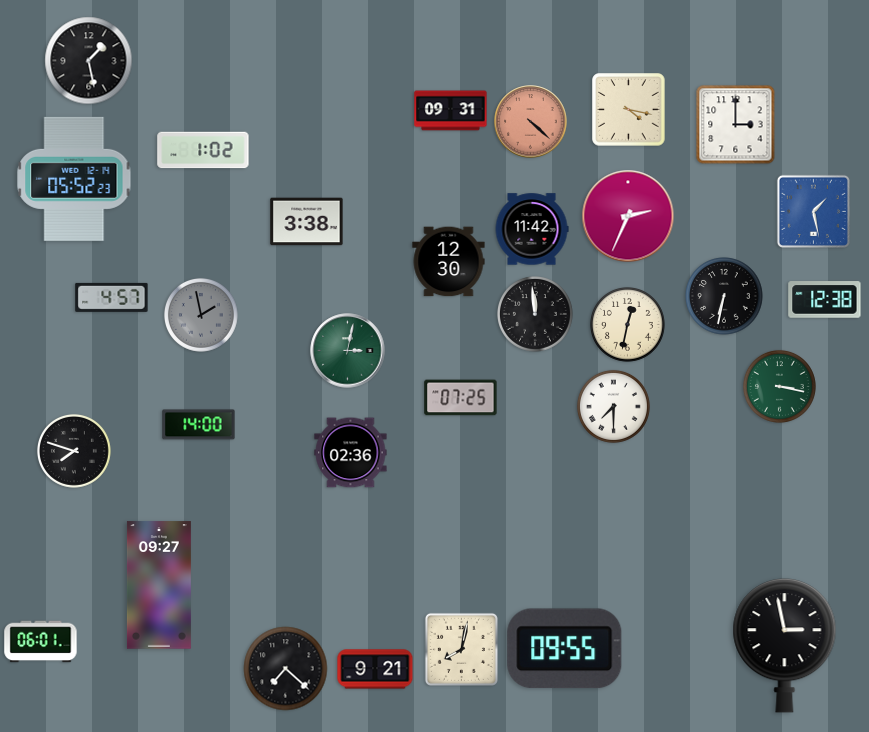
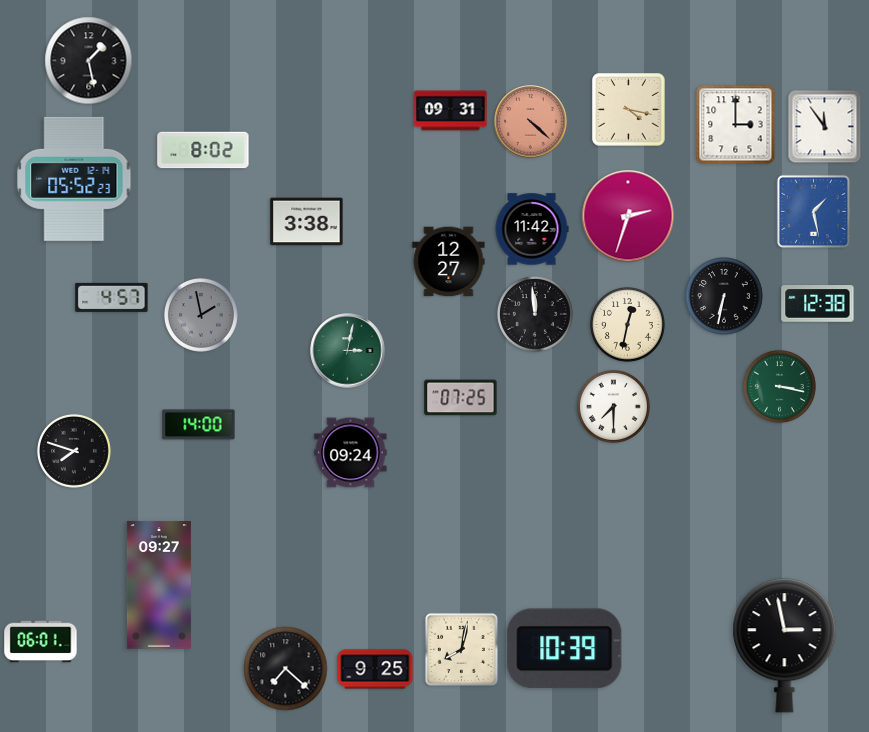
clock at (825, 127): none -> 11:54
clock at (203, 150): 1:02 -> 8:02
clock at (628, 216): 2:34 -> 2:33
clock at (449, 262): 12:30 -> 12:27
clock at (825, 300) position: (825, 300) -> (818, 304)
clock at (351, 453): 02:36 -> 09:24
clock at (565, 649): 09:55 -> 10:39
clock at (375, 669): 9:21 -> 9:25
